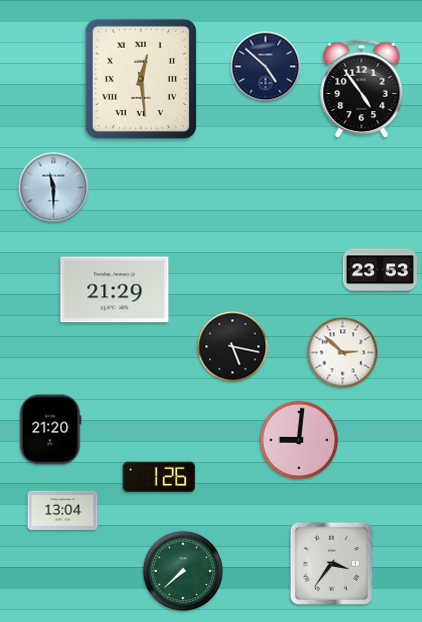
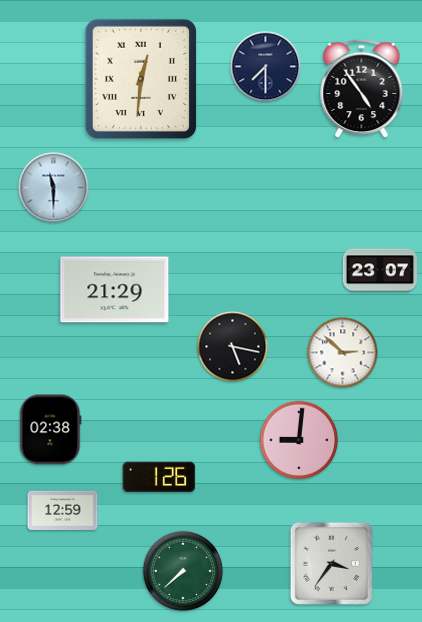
clock at (266, 67): 4:52 -> 7:30
clock at (141, 78): 12:29 -> 12:31
clock at (379, 270): 23:53 -> 23:07
clock at (51, 430): 21:20 -> 02:38
clock at (63, 510): 13:04 -> 12:59
